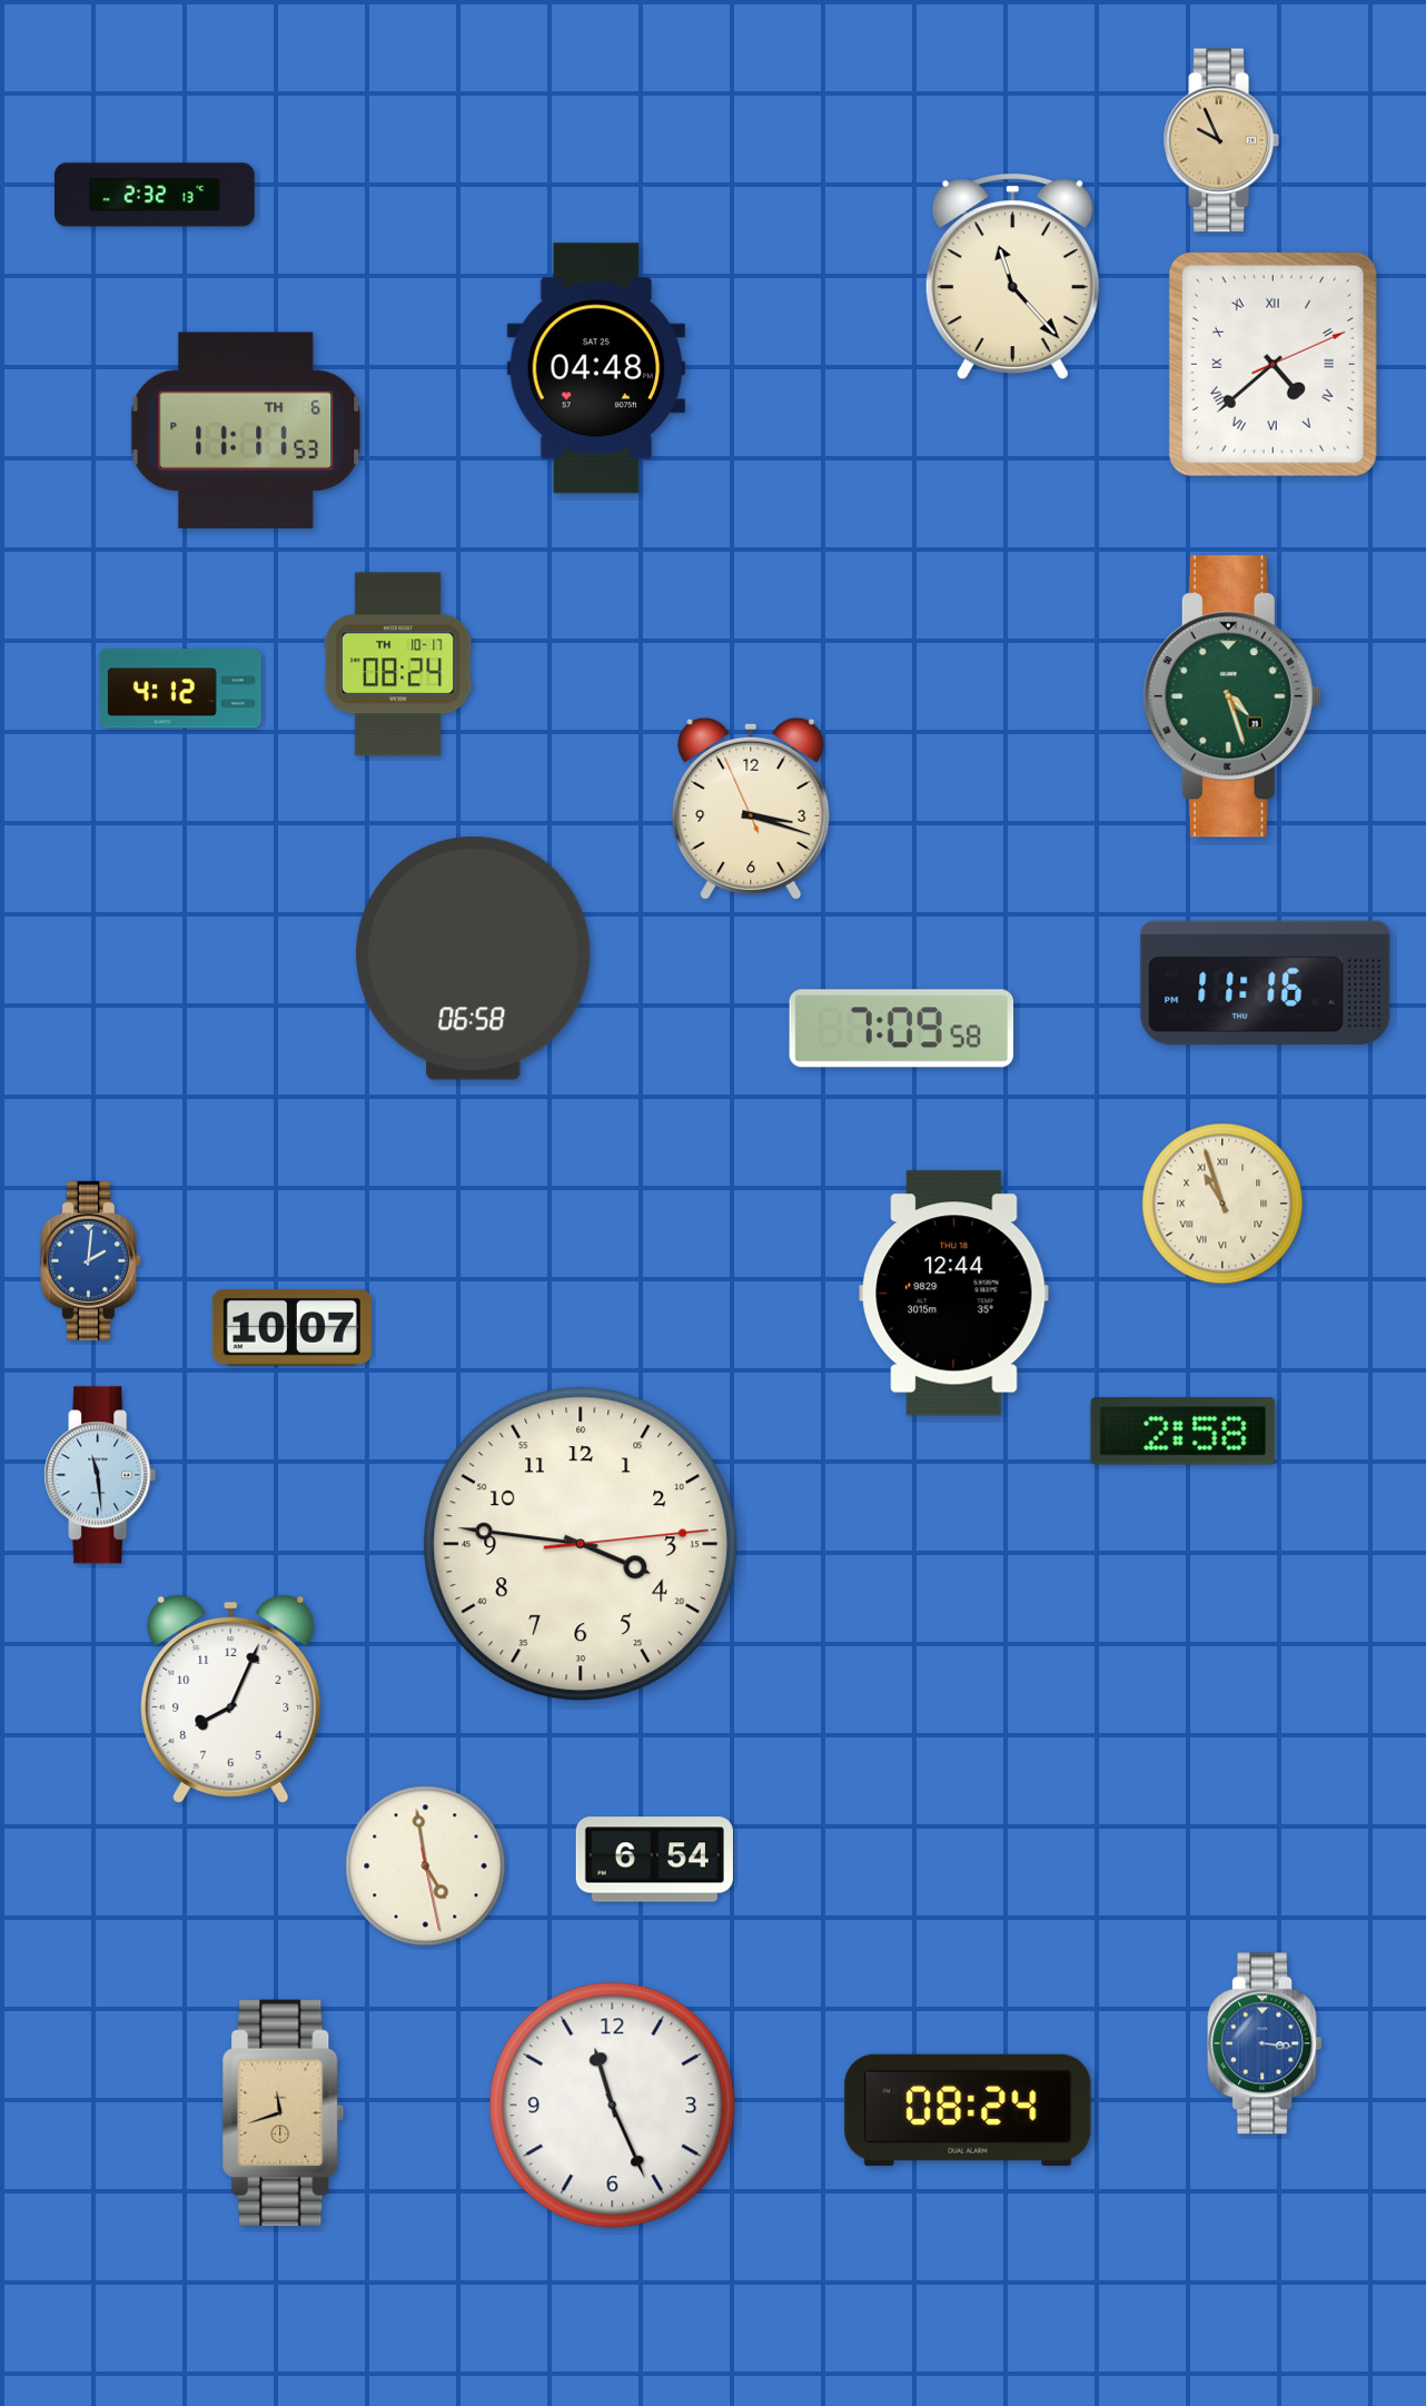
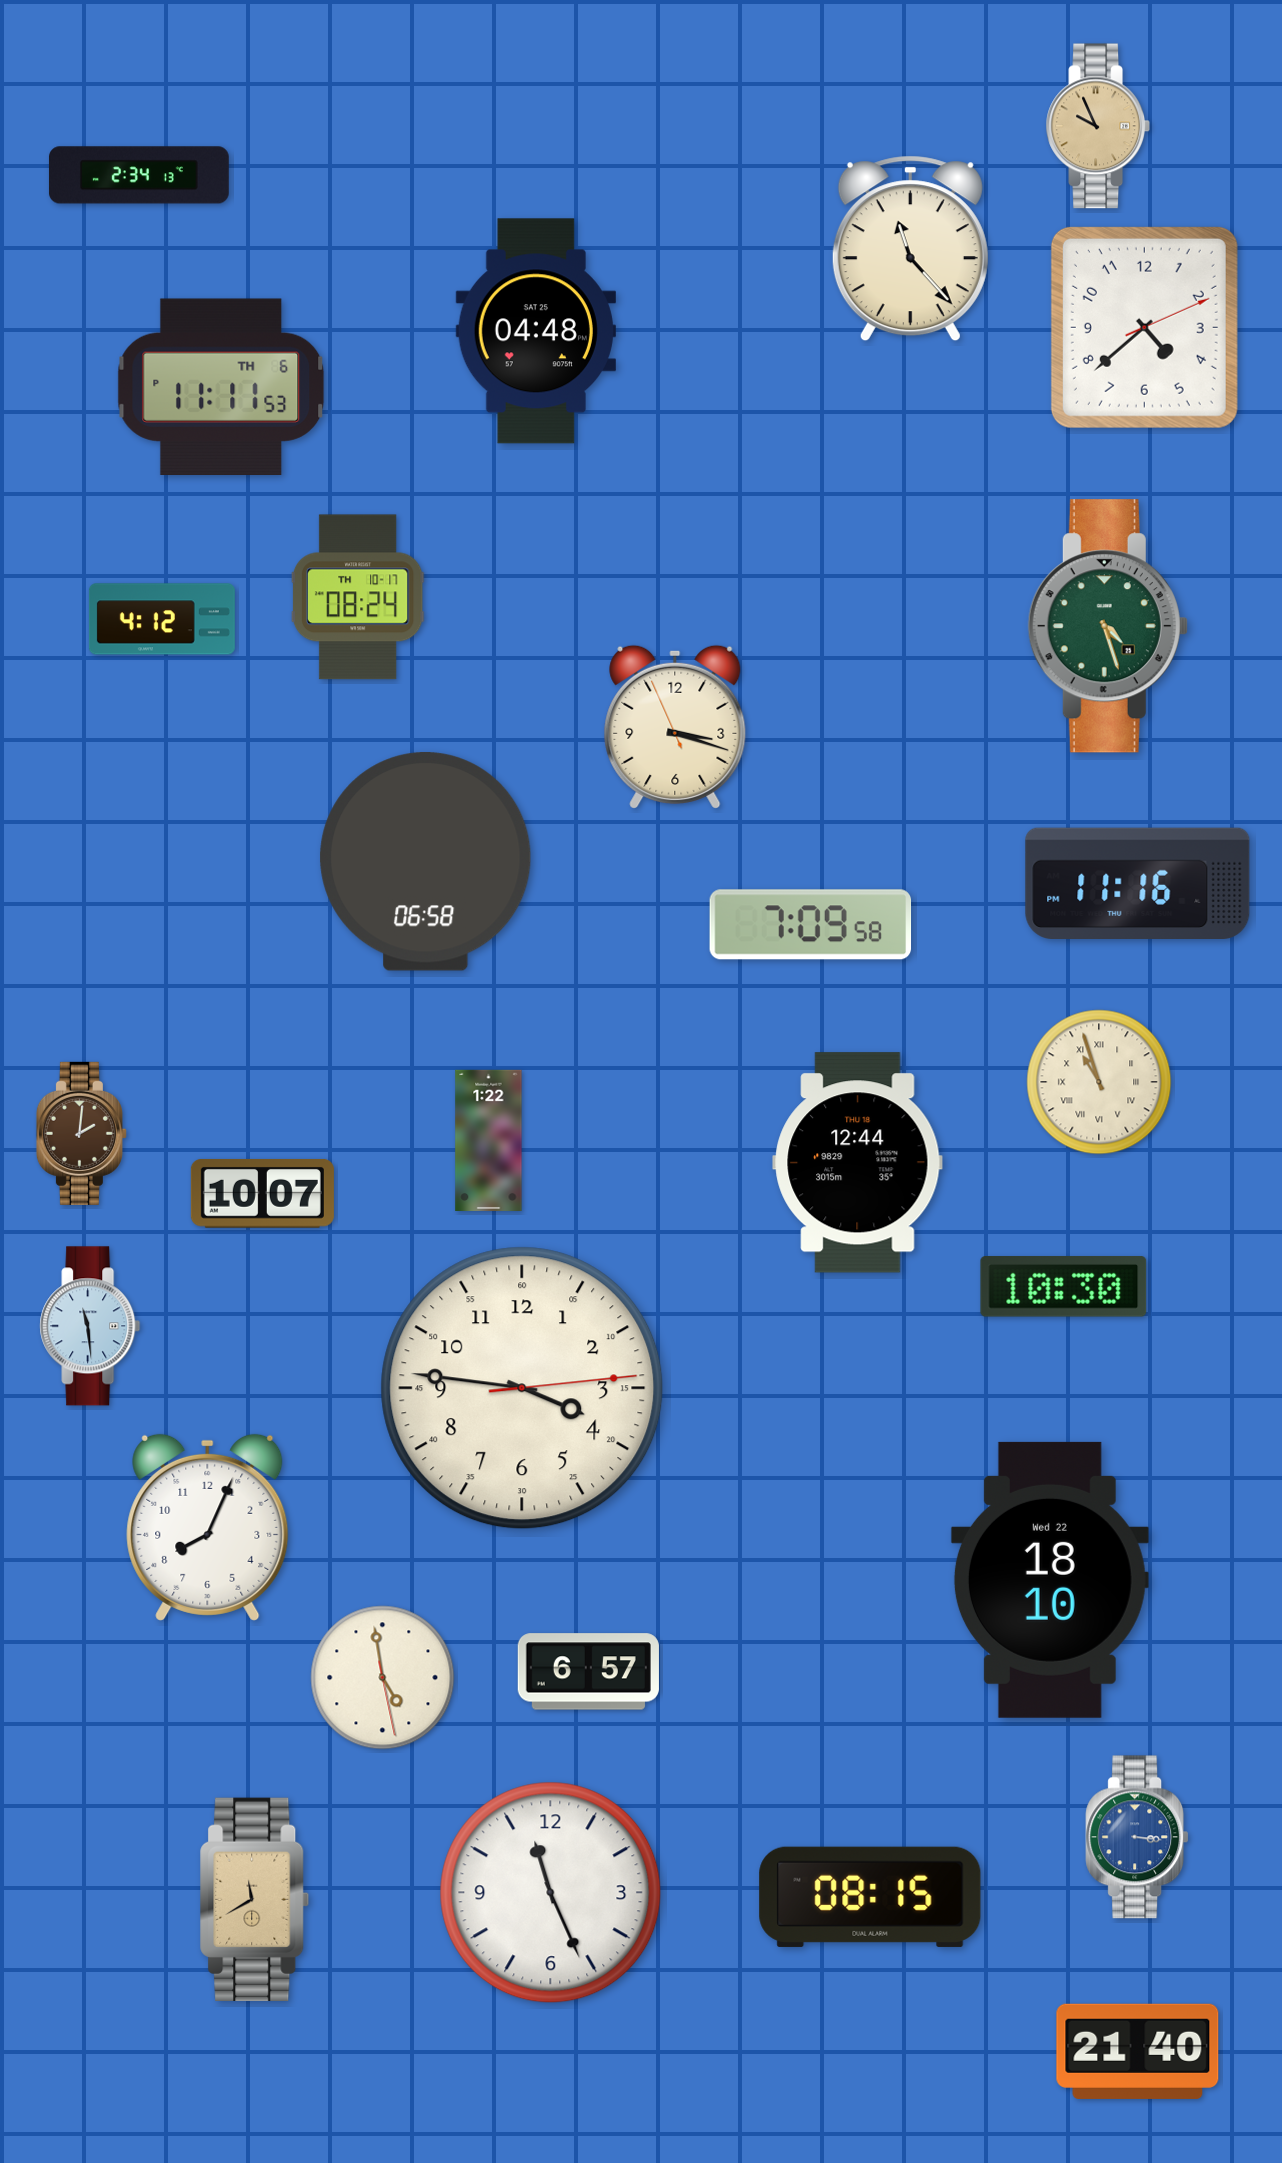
clock at (155, 195): 2:32 -> 2:34
clock at (1272, 364) numerals: Roman -> Arabic
clock at (90, 1260) dial: blue -> brown
clock at (489, 1140): none -> 1:22
clock at (1184, 1432): 2:58 -> 10:30
clock at (1050, 1580): none -> 18:10
clock at (654, 1860): 6:54 -> 6:57
clock at (968, 2110): 08:24 -> 08:15
clock at (284, 2112): 11:42 -> 11:40
clock at (1138, 2051): none -> 21:40
